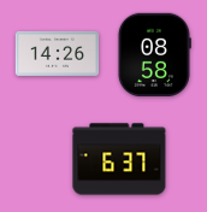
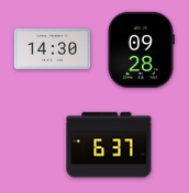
clock at (58, 53): 14:26 -> 14:30
clock at (154, 54): 08:58 -> 09:28
